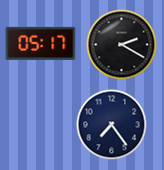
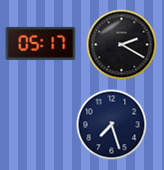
clock at (112, 125): 7:24 -> 7:27
